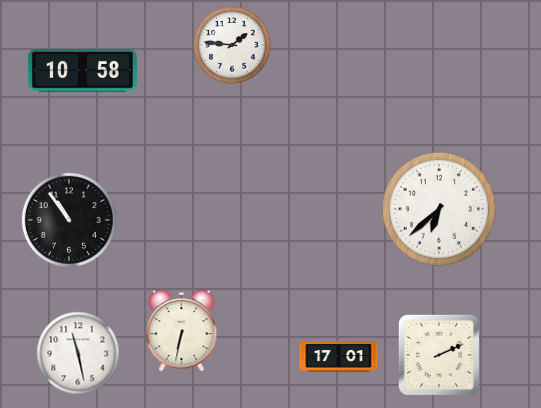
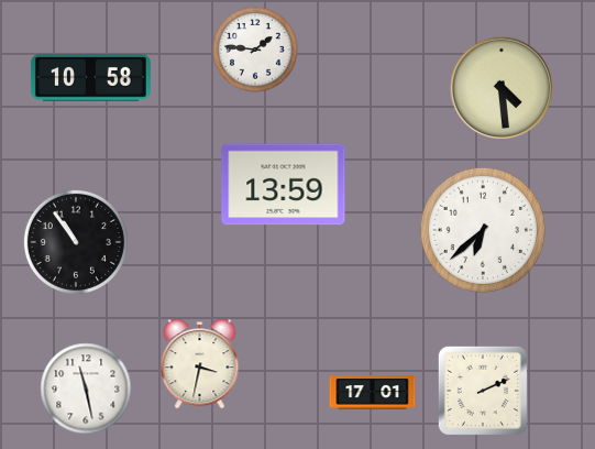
clock at (502, 88): none -> 4:29
clock at (284, 185): none -> 13:59
clock at (182, 331): 6:32 -> 3:32
